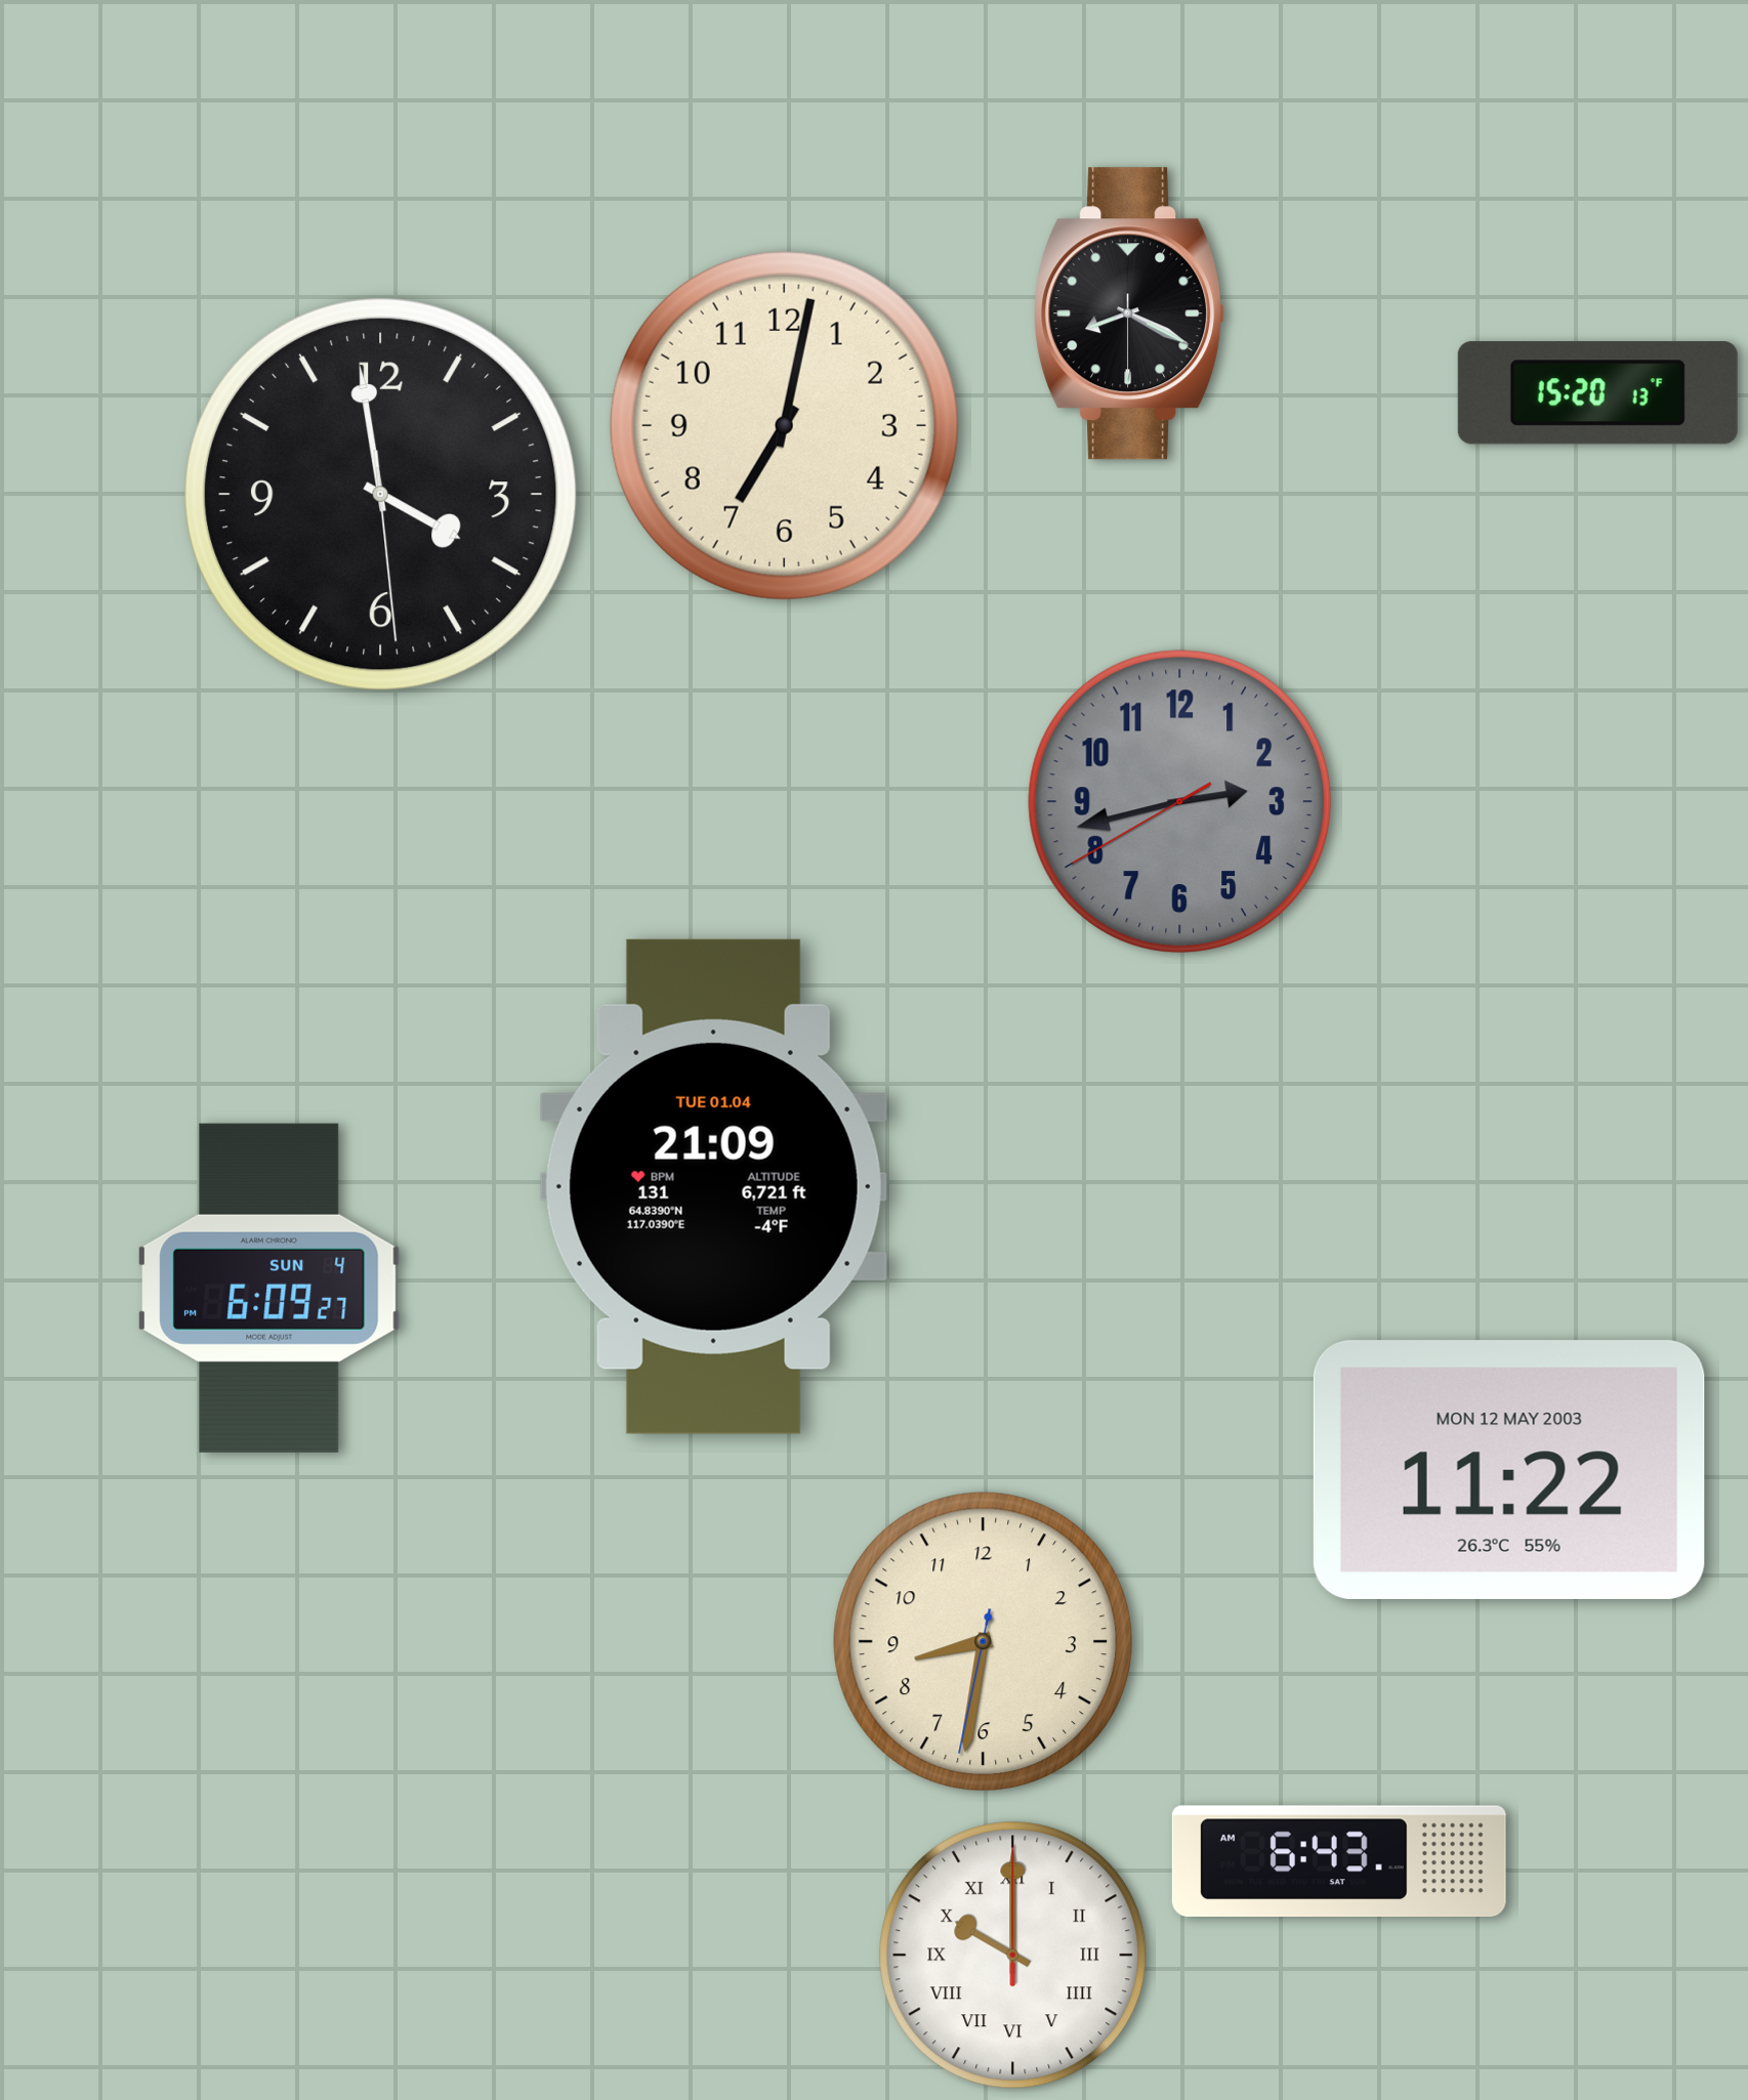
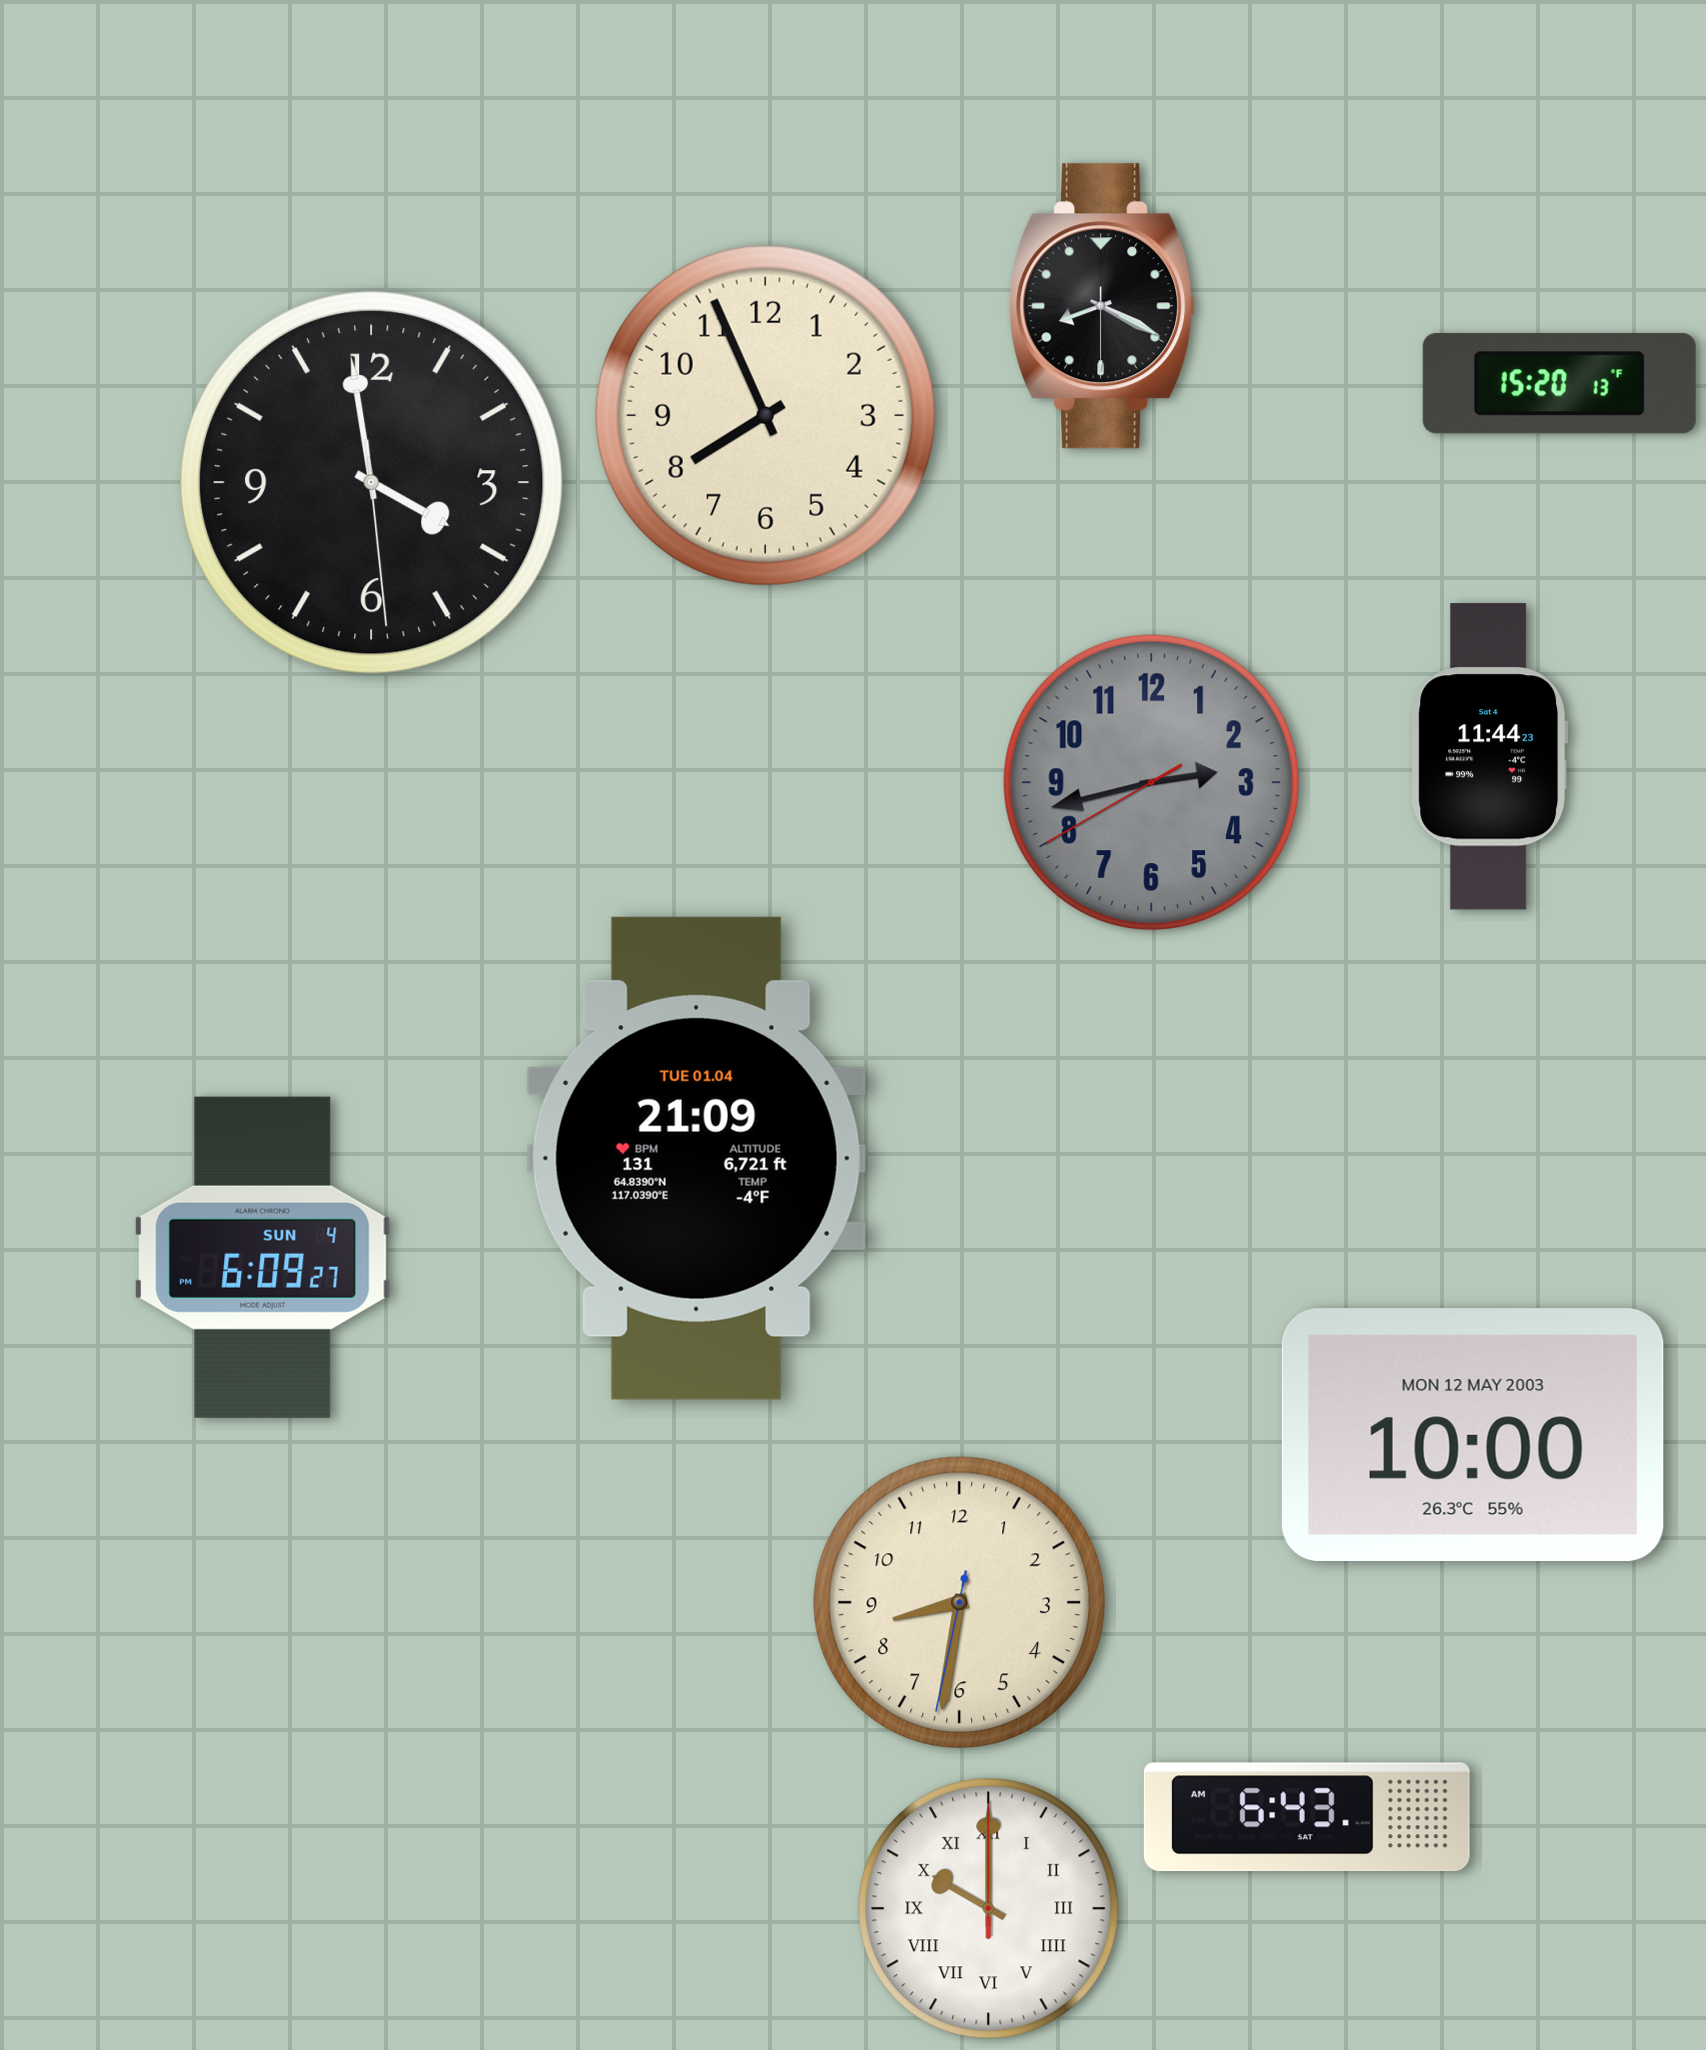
clock at (784, 425): 7:02 -> 7:56
clock at (1490, 757): none -> 11:44
clock at (1509, 1469): 11:22 -> 10:00
